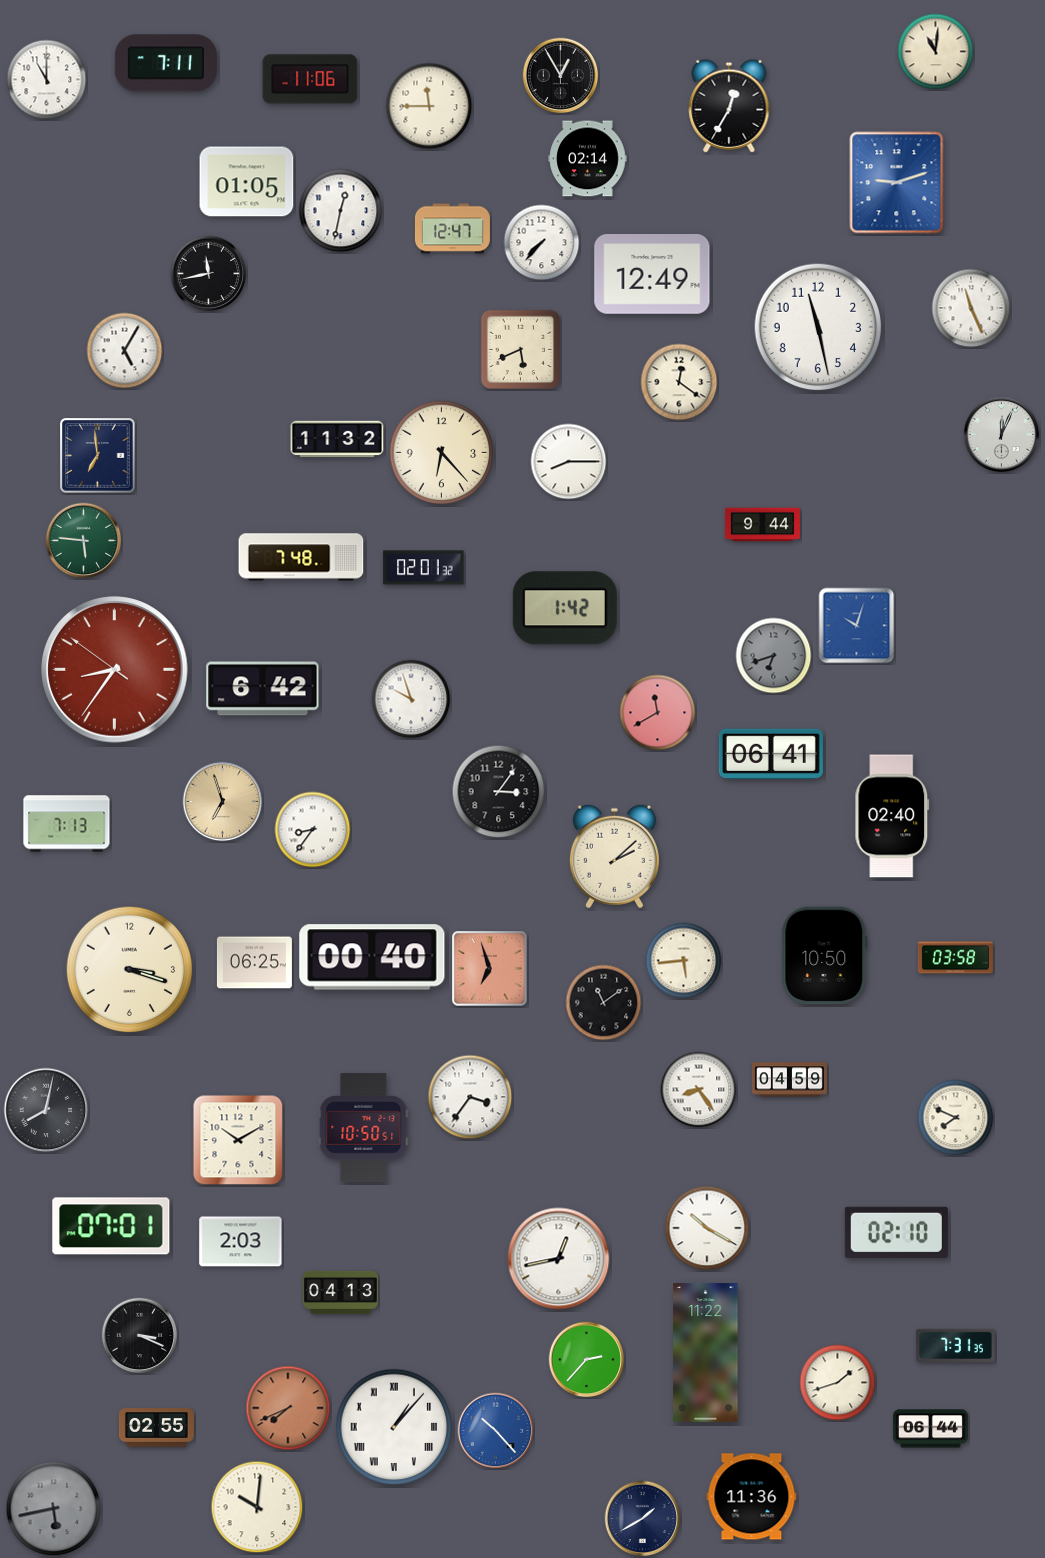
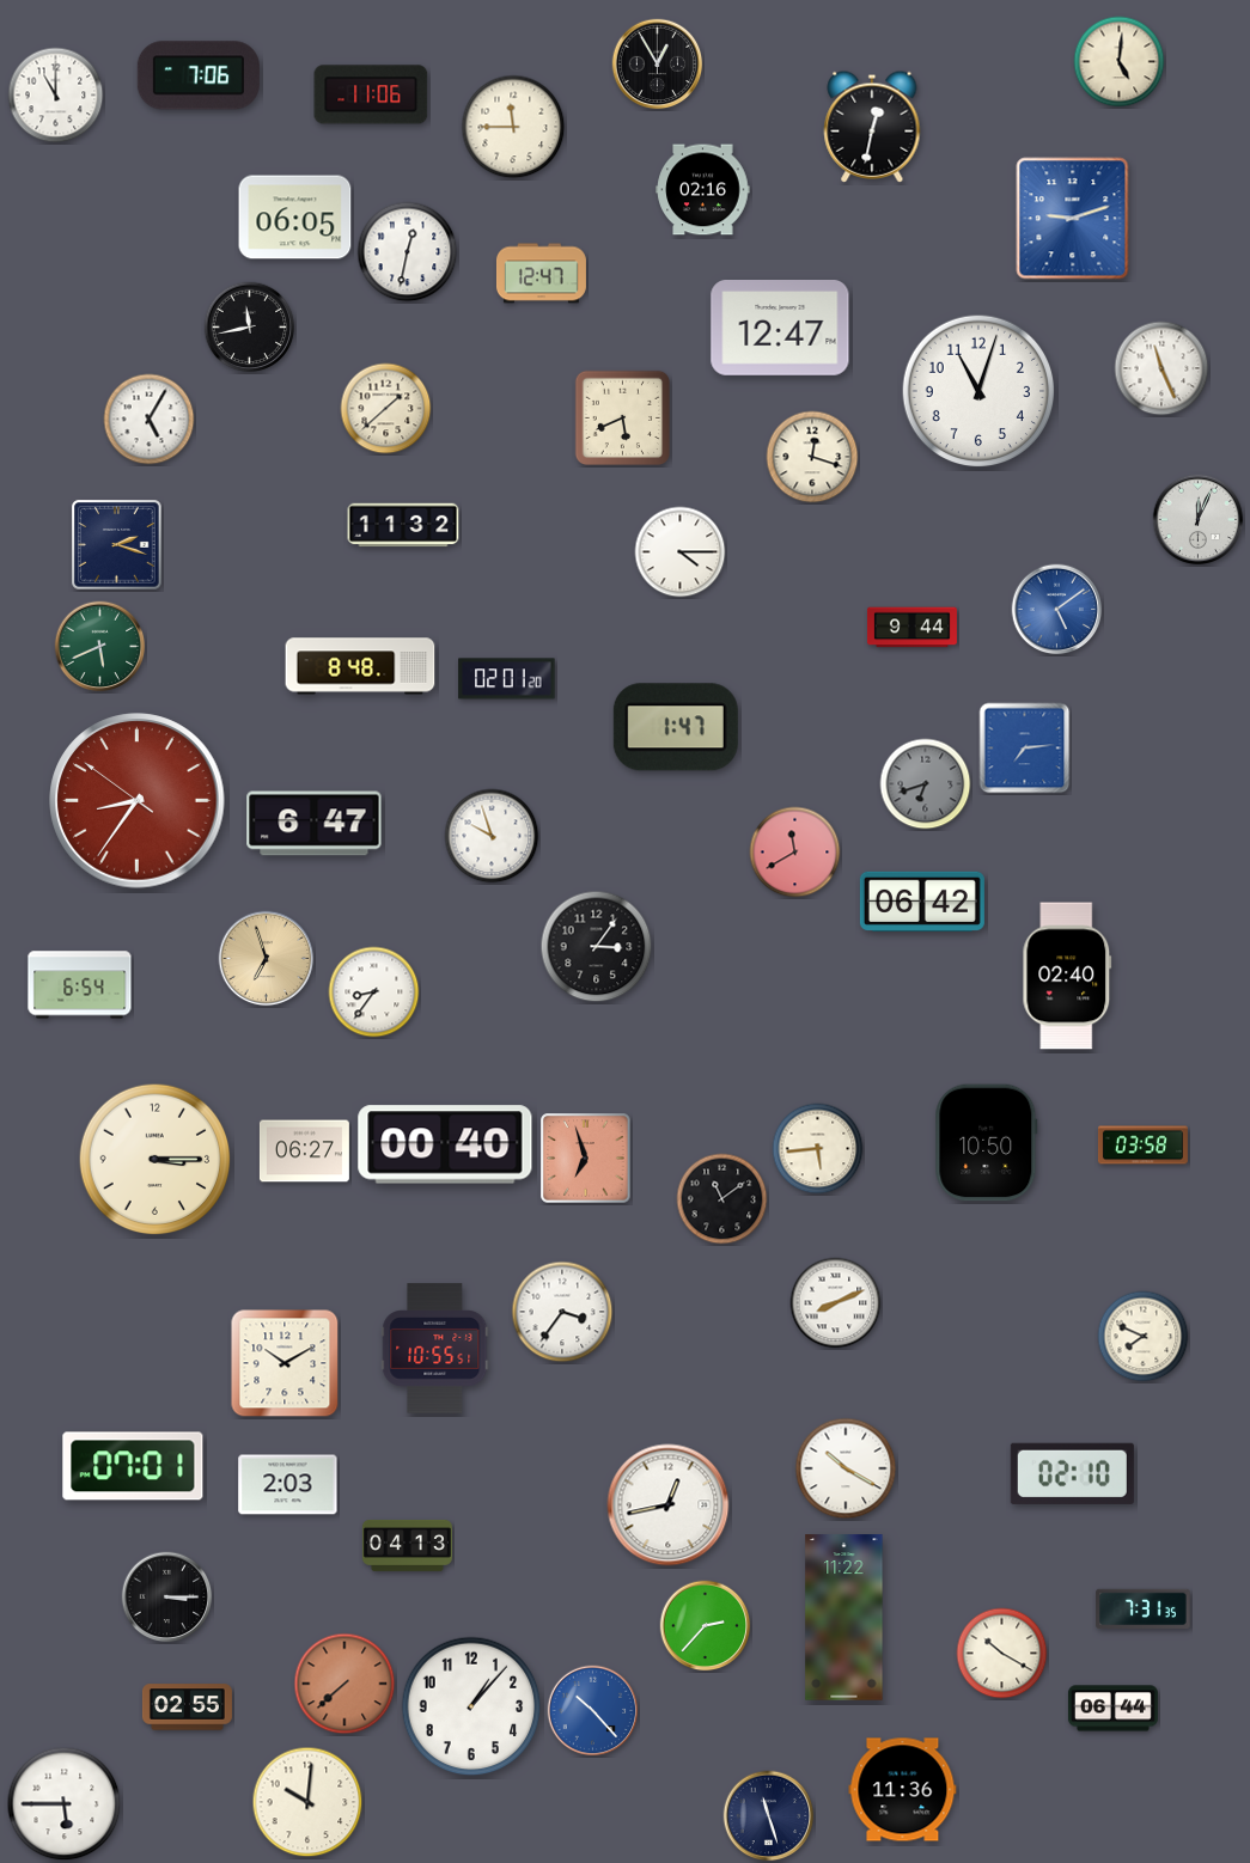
clock at (936, 52): 11:01 -> 5:01
clock at (166, 63): 7:11 -> 7:06
clock at (561, 76) position: (561, 76) -> (658, 65)
clock at (729, 106): 12:35 -> 12:32
clock at (588, 159): 02:14 -> 02:16
clock at (247, 182): 01:05 -> 06:05
clock at (542, 243): 7:37 -> none
clock at (652, 275): 12:49 -> 12:47
clock at (818, 327): 11:28 -> 11:03
clock at (386, 409): none -> 1:38
clock at (679, 382): 12:21 -> 12:18
clock at (442, 453): 6:23 -> none
clock at (98, 456): 6:59 -> 2:18
clock at (569, 462): 8:15 -> 4:15
clock at (1057, 610): none -> 5:09
clock at (84, 541): 5:46 -> 5:41
clock at (301, 557): 7:48 -> 8:48
clock at (424, 568): 02:01:32 -> 02:01:20
clock at (565, 608): 1:42 -> 1:47
clock at (857, 626): 10:03 -> 7:14
clock at (263, 689): 6:42 -> 6:47
clock at (658, 713) position: (658, 713) -> (795, 853)
clock at (771, 753): 06:41 -> 06:42
clock at (67, 824): 7:13 -> 6:54
clock at (614, 857): 2:08 -> none
clock at (254, 963): 06:25 -> 06:27
clock at (130, 970): 3:18 -> 3:15
clock at (789, 1080): 04:59 -> none
clock at (699, 1090): 8:24 -> 8:11
clock at (46, 1110): 8:02 -> none
clock at (364, 1128): 10:50 -> 10:55
clock at (140, 1336): 3:19 -> 3:15
clock at (587, 1360) position: (587, 1360) -> (706, 1626)
clock at (838, 1383): 1:42 -> 10:20
clock at (288, 1408): 7:41 -> 7:38
clock at (394, 1427) numerals: Roman -> Arabic
clock at (752, 1497) position: (752, 1497) -> (903, 1790)
clock at (54, 1509): 5:43 -> 5:45
clock at (54, 1509) dial: grey -> white
clock at (643, 1519): 1:40 -> 11:27
